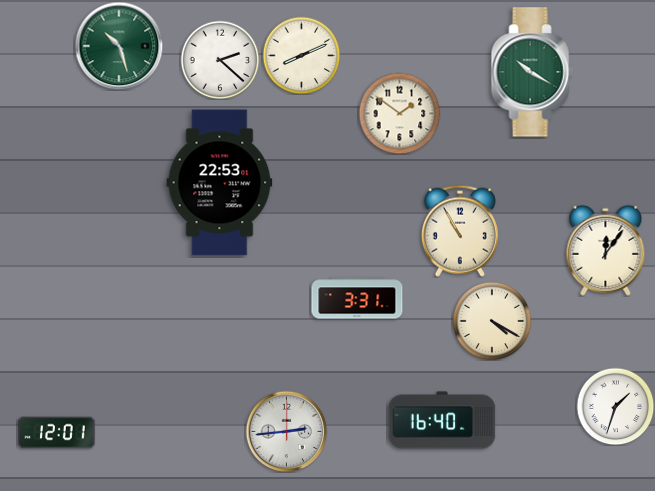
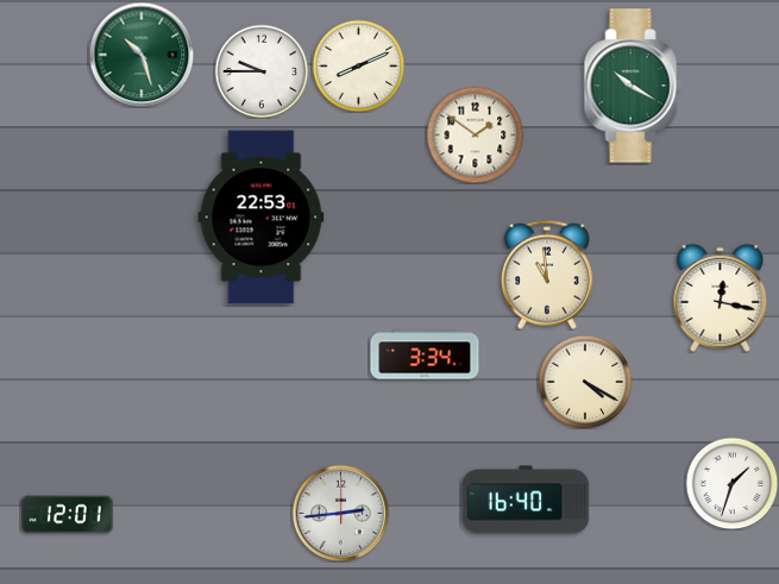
clock at (220, 60): 2:22 -> 9:45
clock at (460, 231): 10:55 -> 10:59
clock at (606, 250): 12:06 -> 12:17
clock at (357, 298): 3:31 -> 3:34
